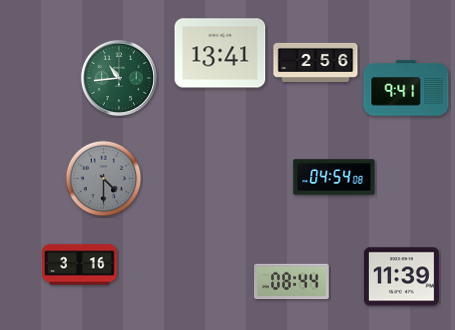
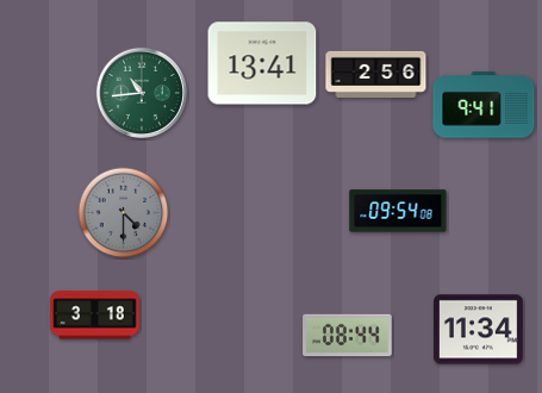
clock at (334, 177): 04:54 -> 09:54
clock at (80, 265): 3:16 -> 3:18
clock at (402, 277): 11:39 -> 11:34
